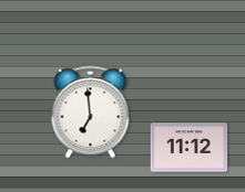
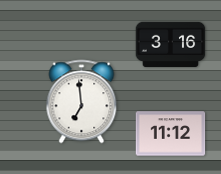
clock at (171, 45): none -> 3:16
